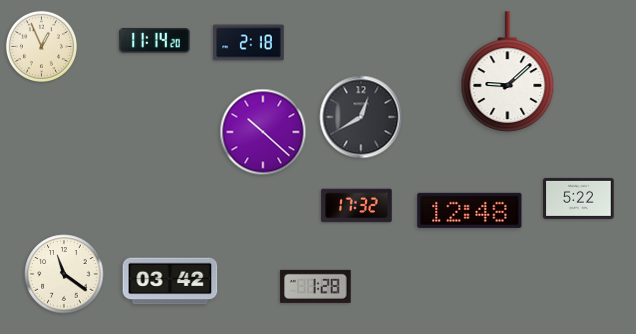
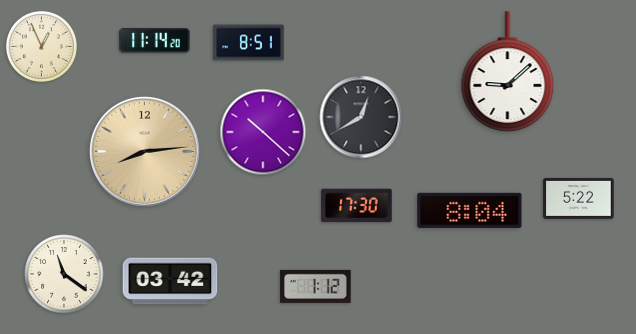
clock at (249, 43): 2:18 -> 8:51
clock at (144, 151): none -> 8:14
clock at (357, 206): 17:32 -> 17:30
clock at (470, 210): 12:48 -> 8:04
clock at (316, 286): 1:28 -> 1:12
